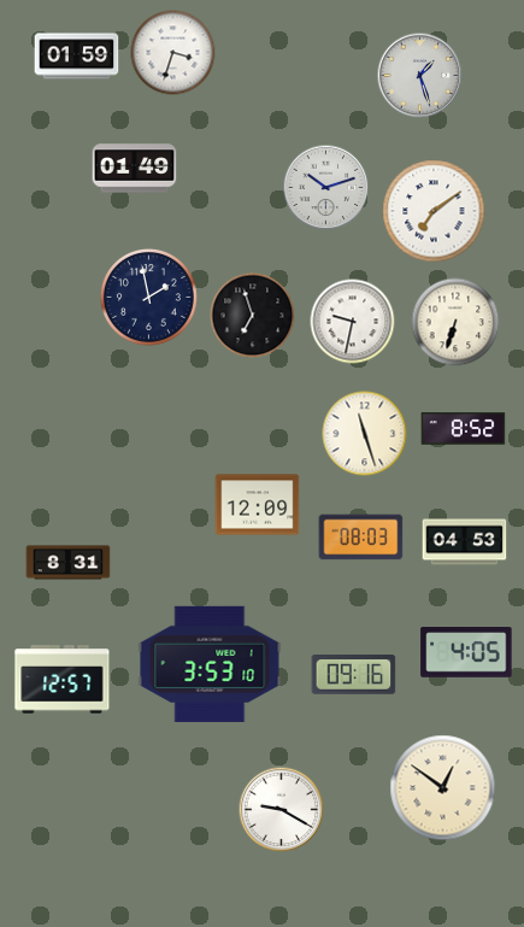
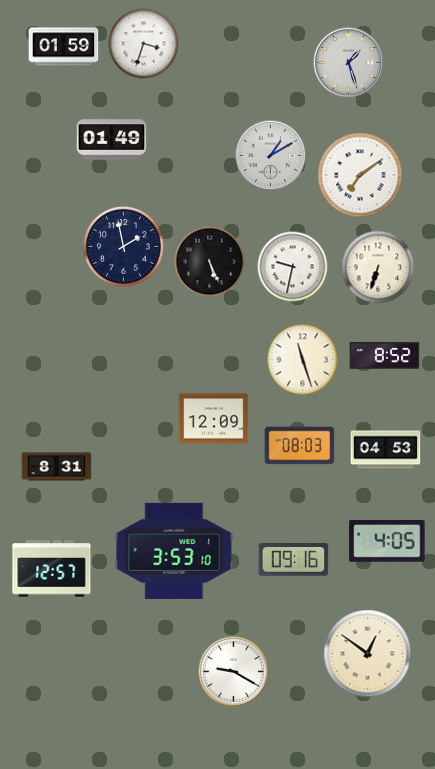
clock at (326, 188): 10:12 -> 1:10
clock at (253, 316): 6:57 -> 5:26
clock at (63, 680) position: (63, 680) -> (52, 569)
